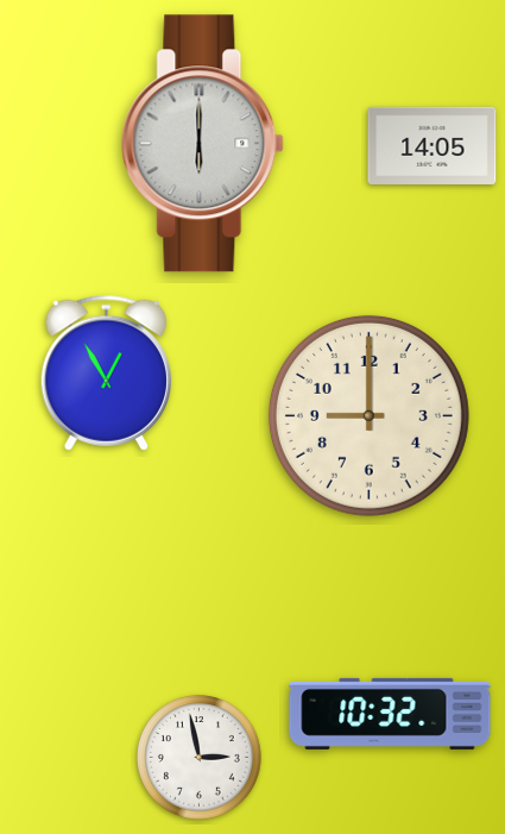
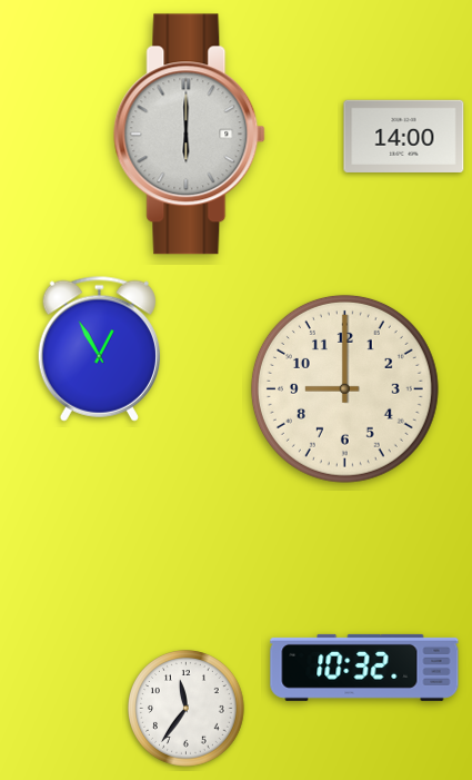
clock at (433, 145): 14:05 -> 14:00
clock at (200, 758): 2:58 -> 11:36
